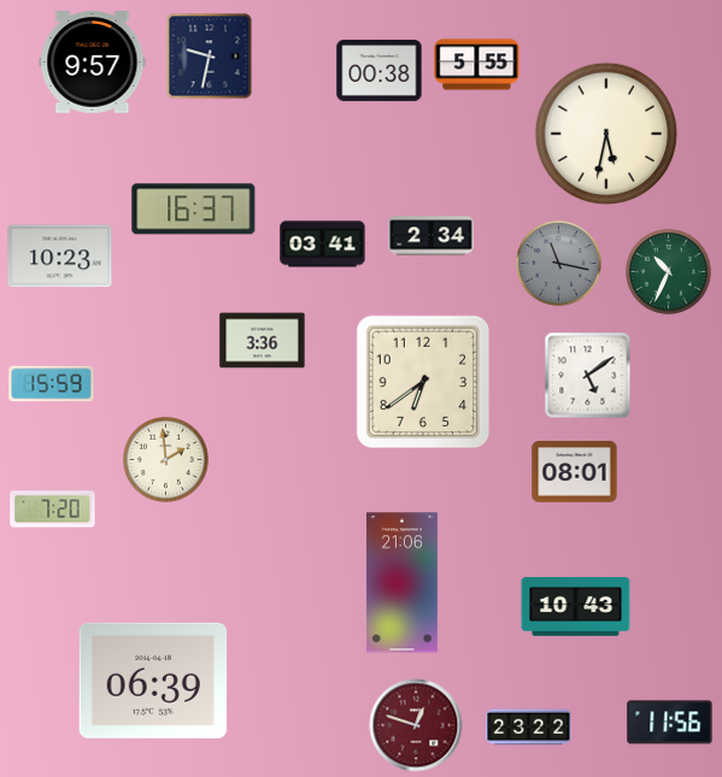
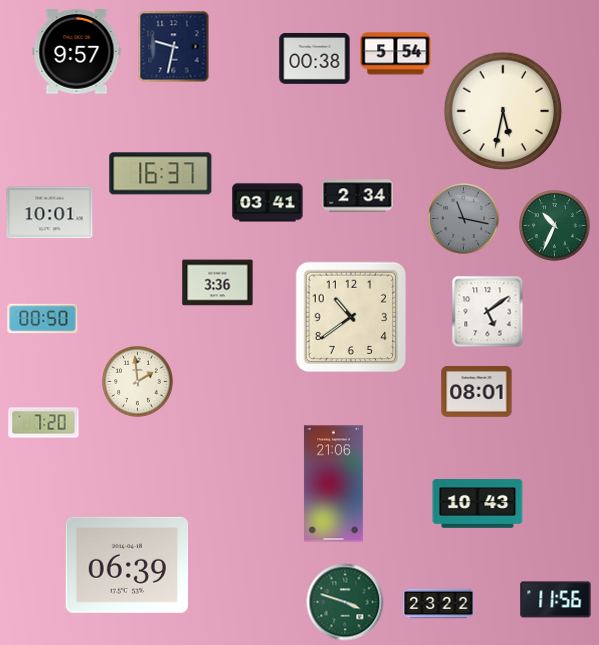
clock at (477, 65): 5:55 -> 5:54
clock at (60, 257): 10:23 -> 10:01
clock at (423, 382): 6:39 -> 10:39
clock at (52, 384): 15:59 -> 00:50
clock at (416, 725): 12:48 -> 3:48
clock at (416, 725) dial: burgundy -> green
